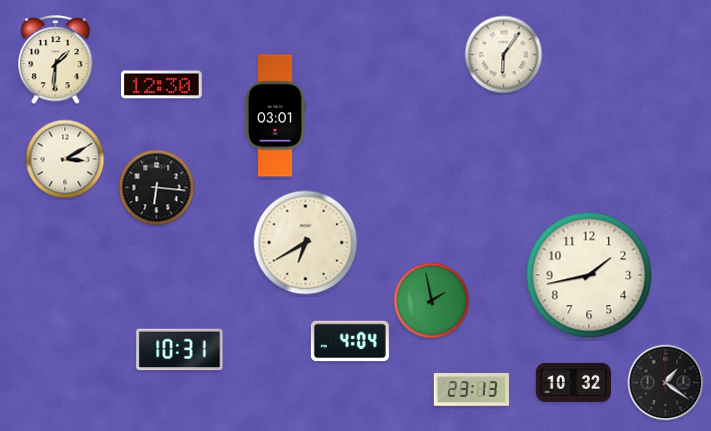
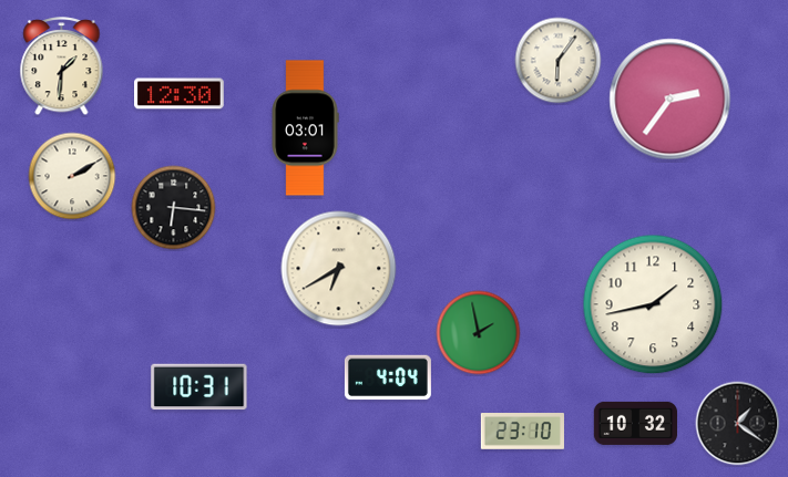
clock at (671, 100): none -> 2:36
clock at (65, 159): 3:10 -> 2:10
clock at (471, 390): 23:13 -> 23:10
